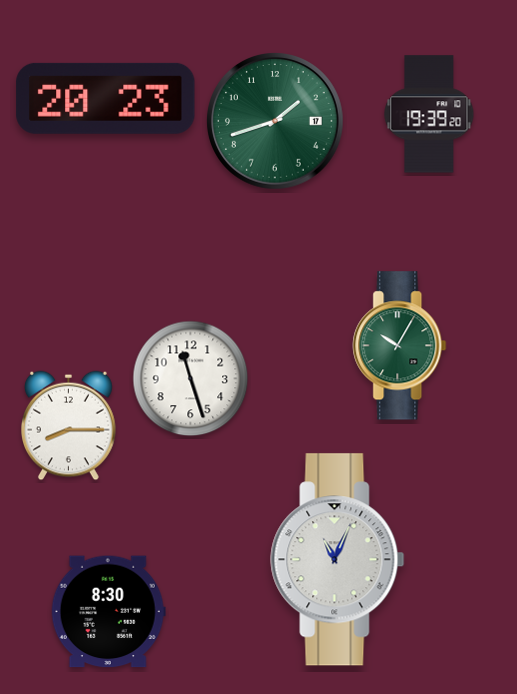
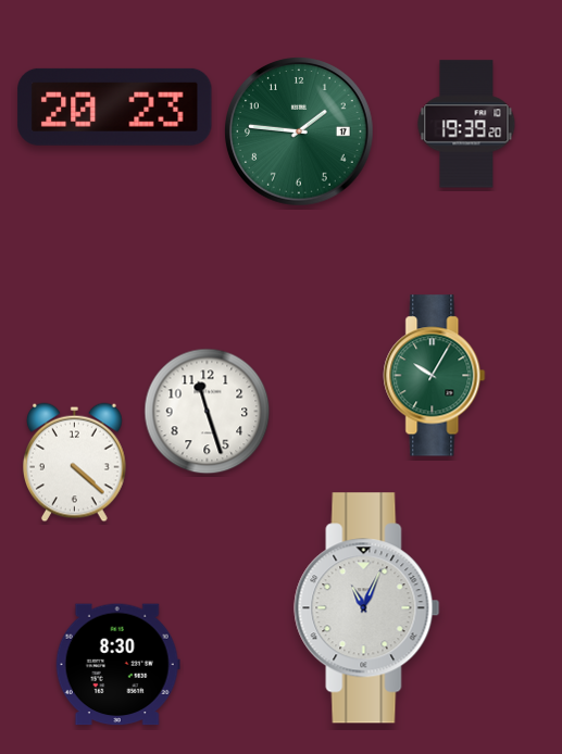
clock at (276, 122): 1:42 -> 1:46
clock at (69, 426): 8:15 -> 4:22
